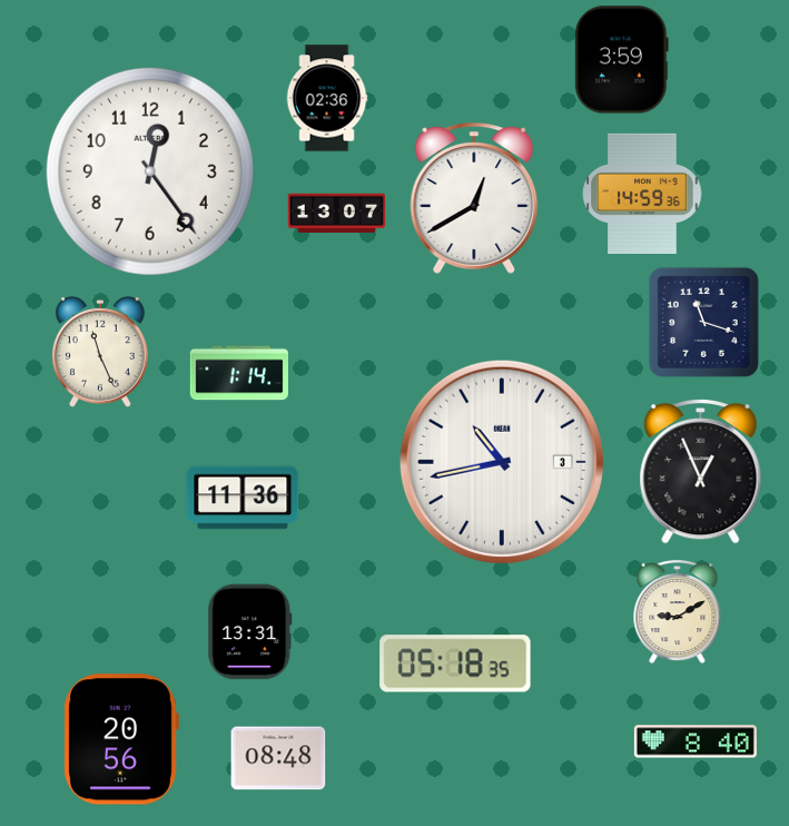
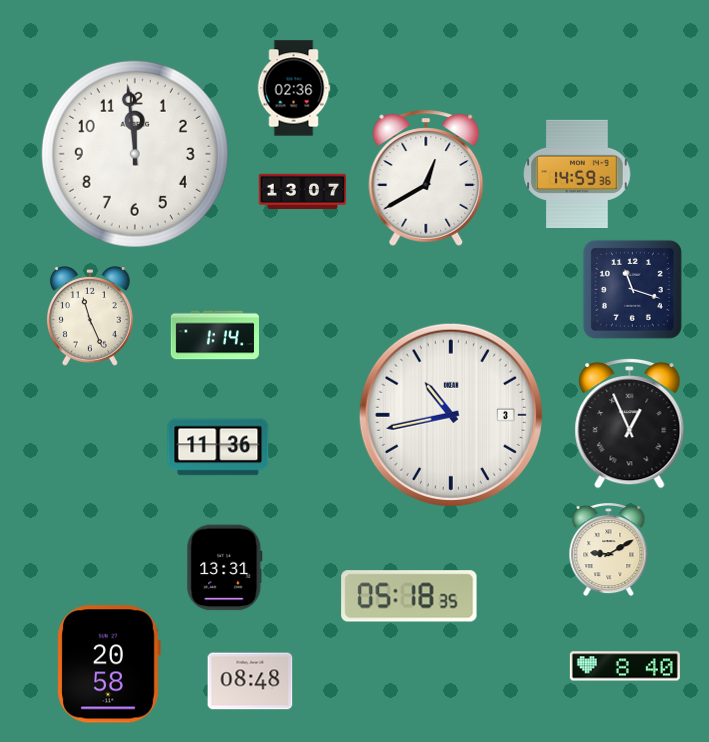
clock at (621, 60): 3:59 -> none
clock at (150, 171): 12:24 -> 11:59
clock at (121, 739): 20:56 -> 20:58
